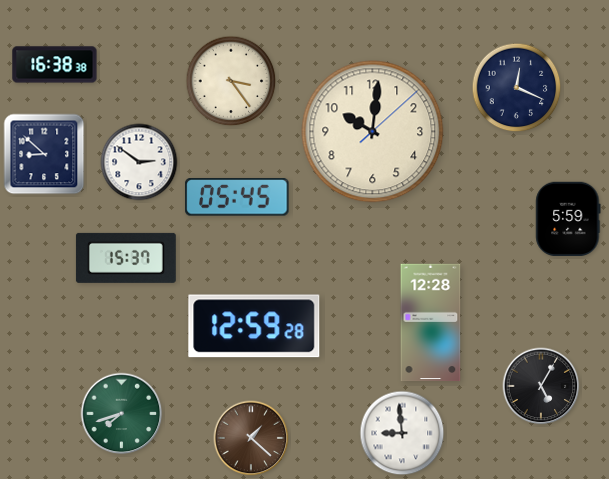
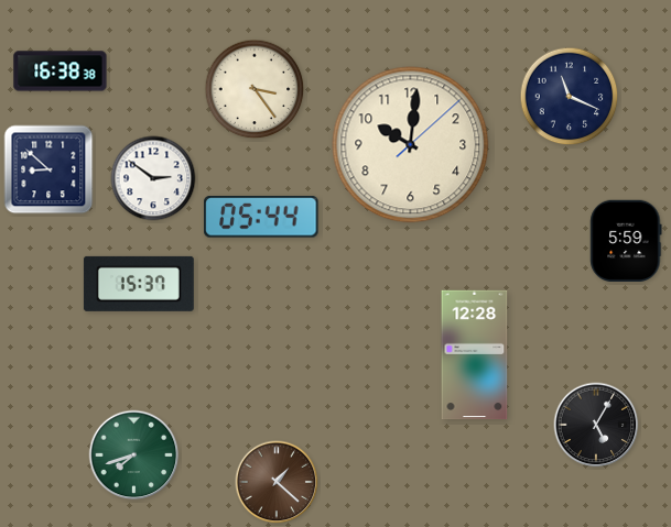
clock at (517, 88): 12:19 -> 11:19
clock at (237, 197): 05:45 -> 05:44
clock at (254, 326): 12:59 -> none
clock at (402, 433): 8:59 -> none
